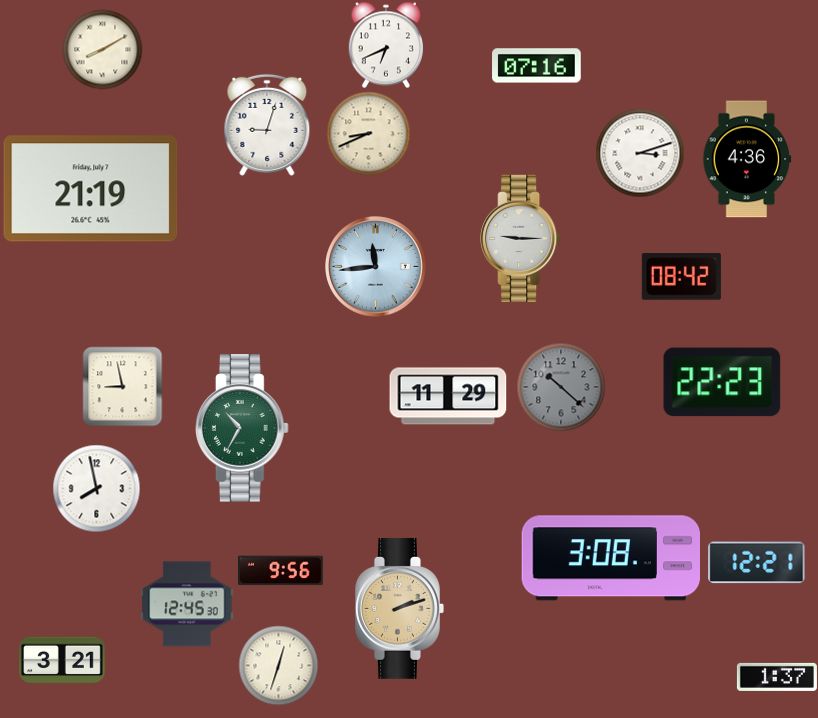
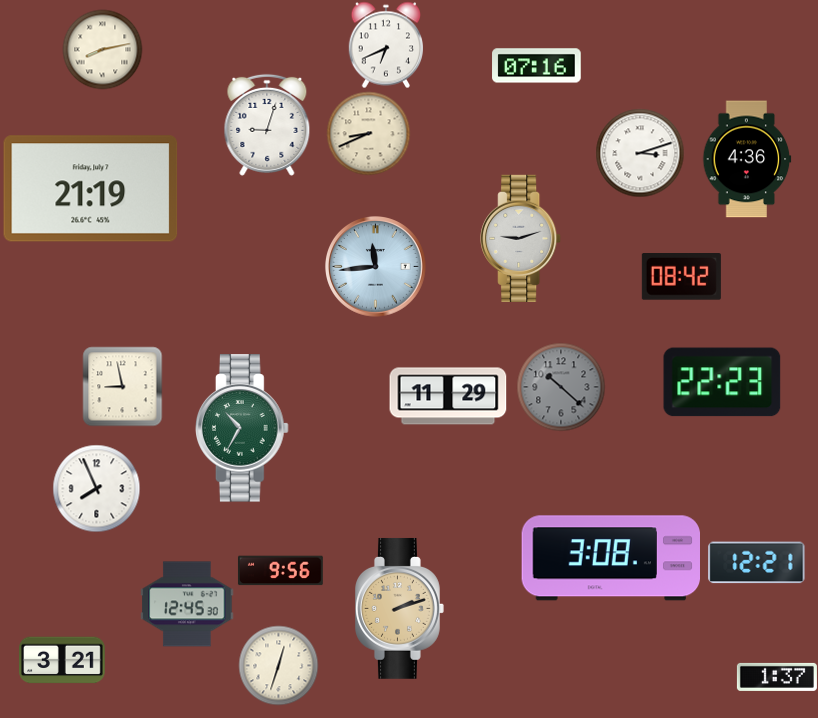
clock at (102, 49): 8:10 -> 8:13
clock at (521, 238): 9:15 -> 9:12
clock at (96, 488): 7:58 -> 7:56
